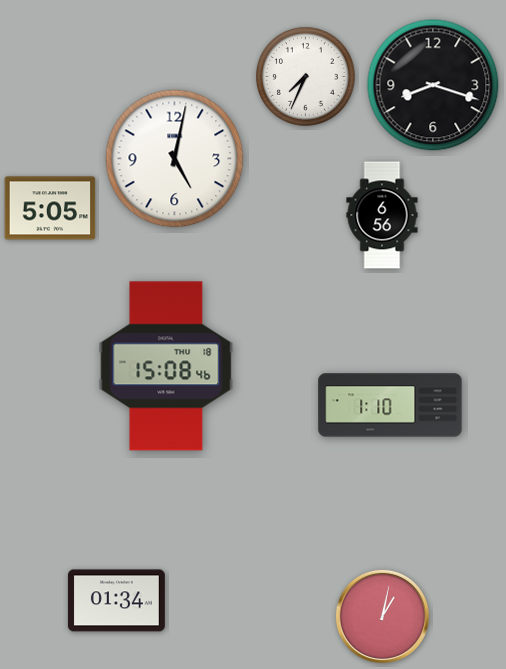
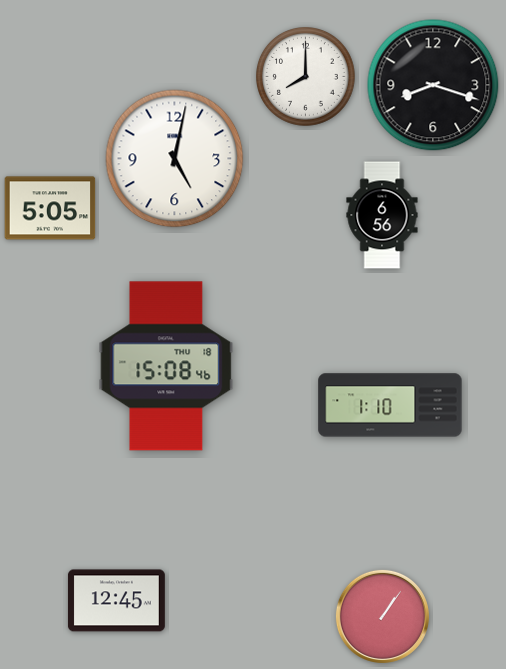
clock at (306, 77): 7:34 -> 8:00
clock at (116, 601): 01:34 -> 12:45
clock at (382, 616): 1:02 -> 1:06
